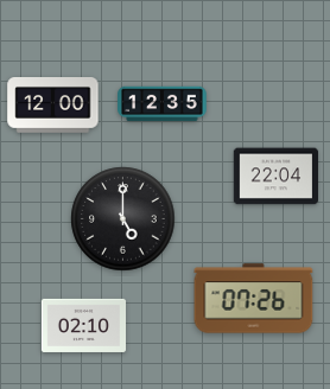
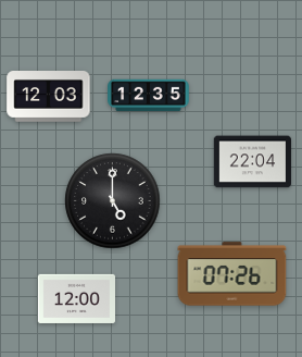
clock at (53, 106): 12:00 -> 12:03
clock at (84, 325): 02:10 -> 12:00
